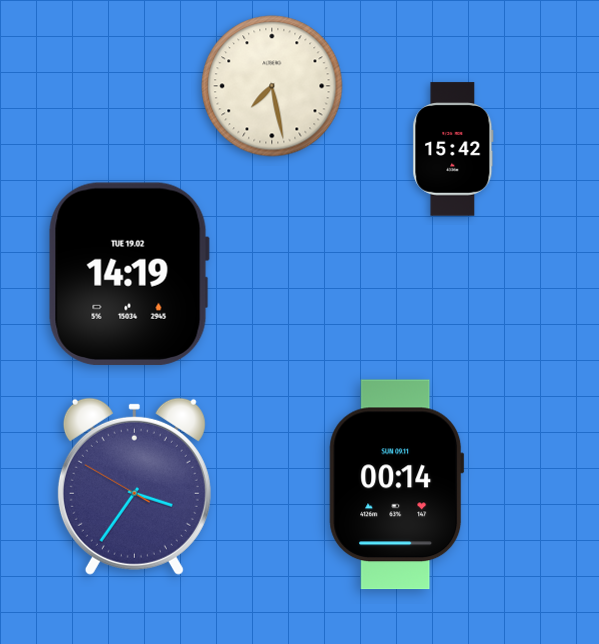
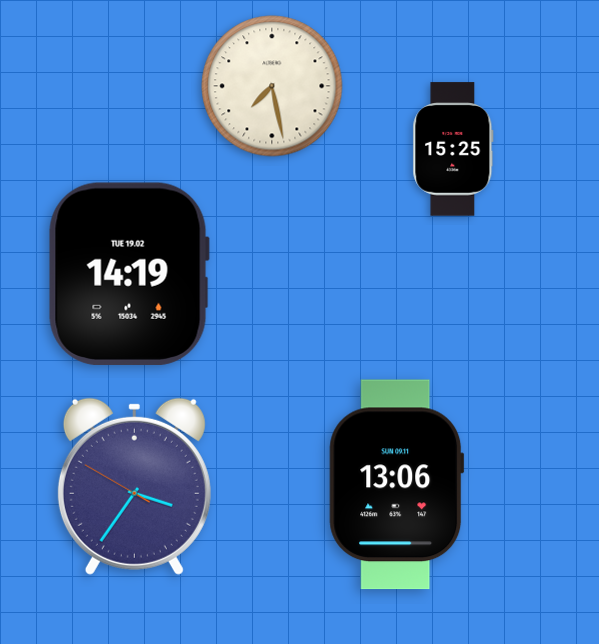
clock at (453, 149): 15:42 -> 15:25
clock at (397, 485): 00:14 -> 13:06
